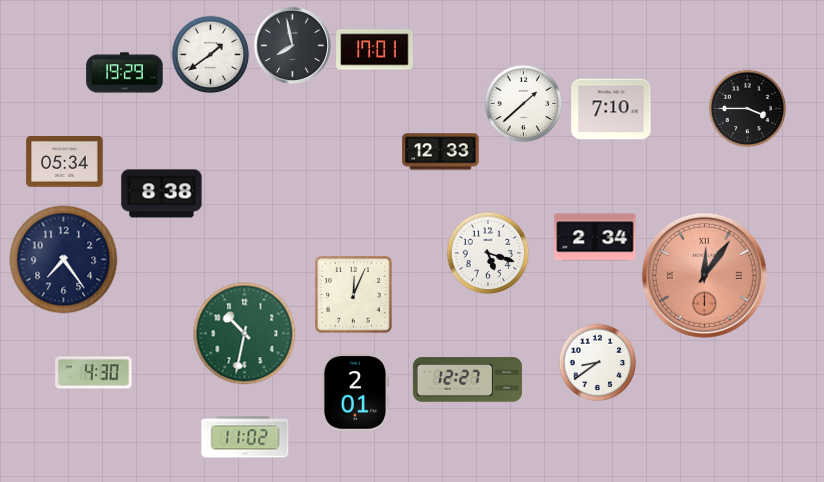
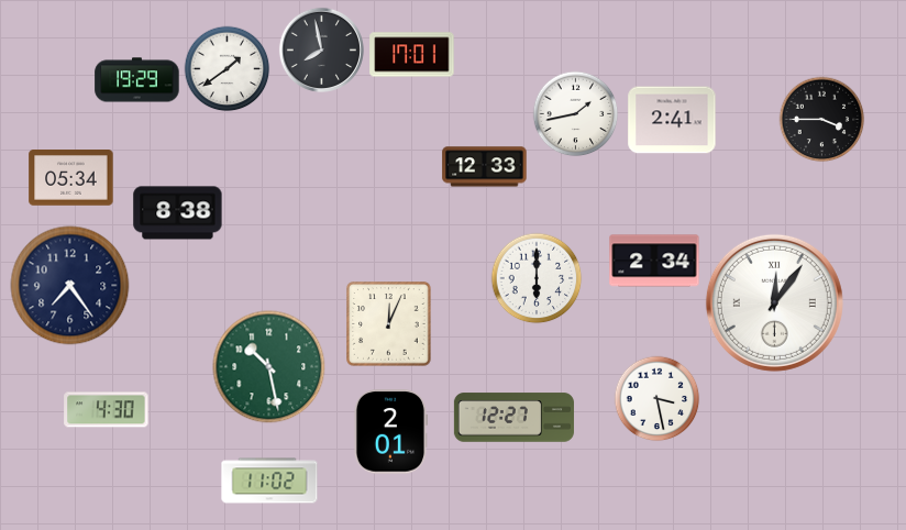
clock at (210, 54) position: (210, 54) -> (226, 68)
clock at (523, 103): 1:38 -> 1:43
clock at (611, 109): 7:10 -> 2:41
clock at (488, 253): 5:18 -> 6:00
clock at (704, 275) dial: salmon -> white
clock at (245, 334): 10:32 -> 10:28
clock at (597, 362): 8:39 -> 3:28
clock at (94, 373) position: (94, 373) -> (107, 410)
